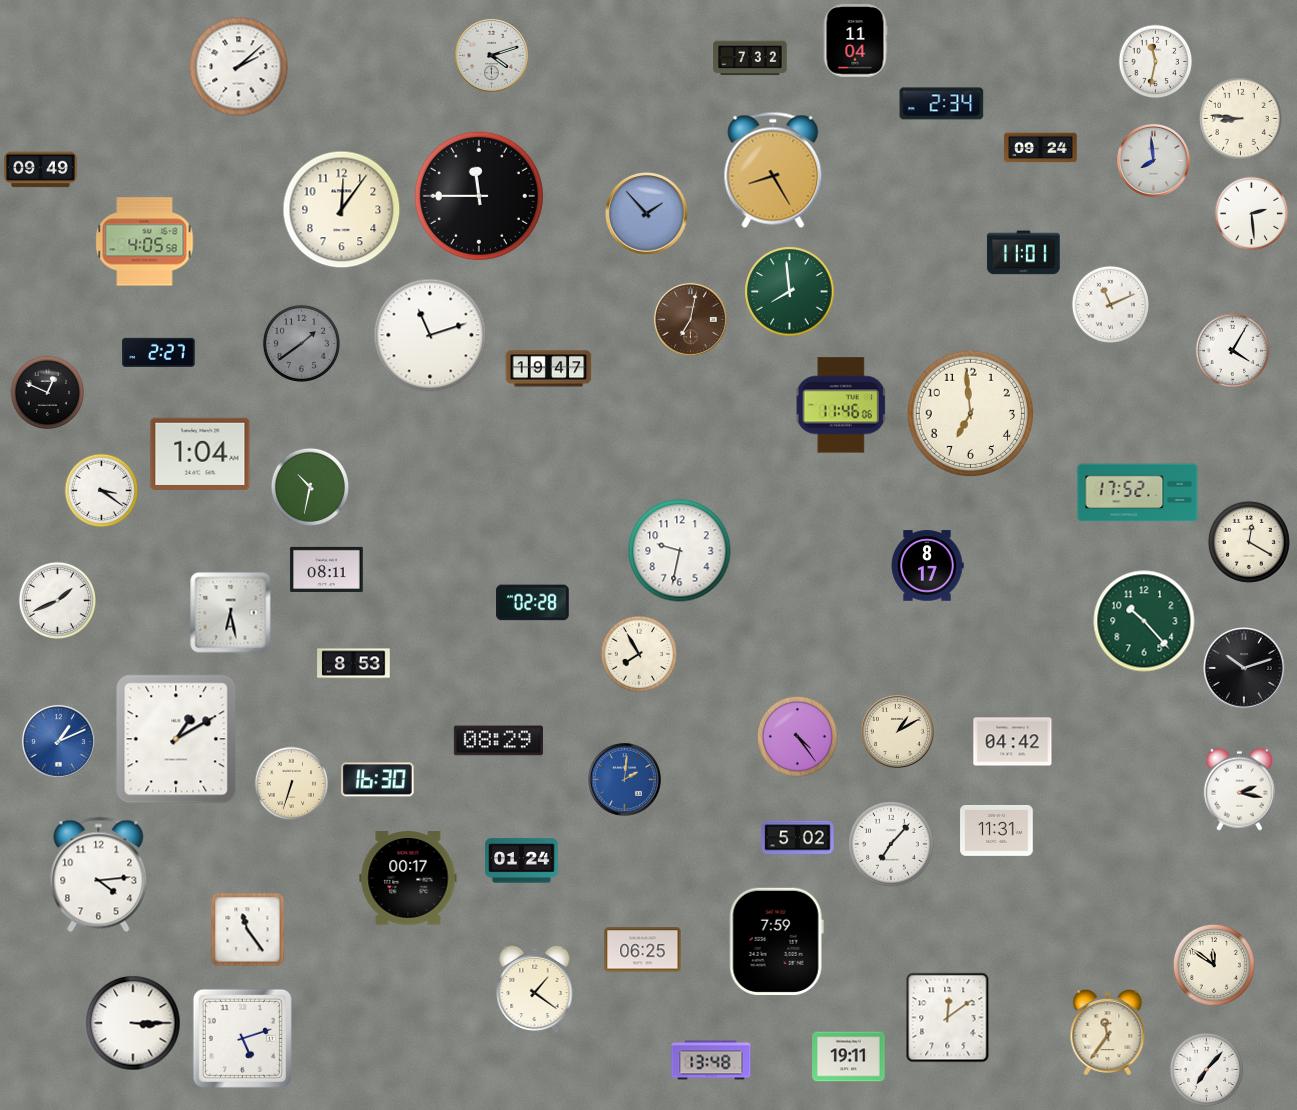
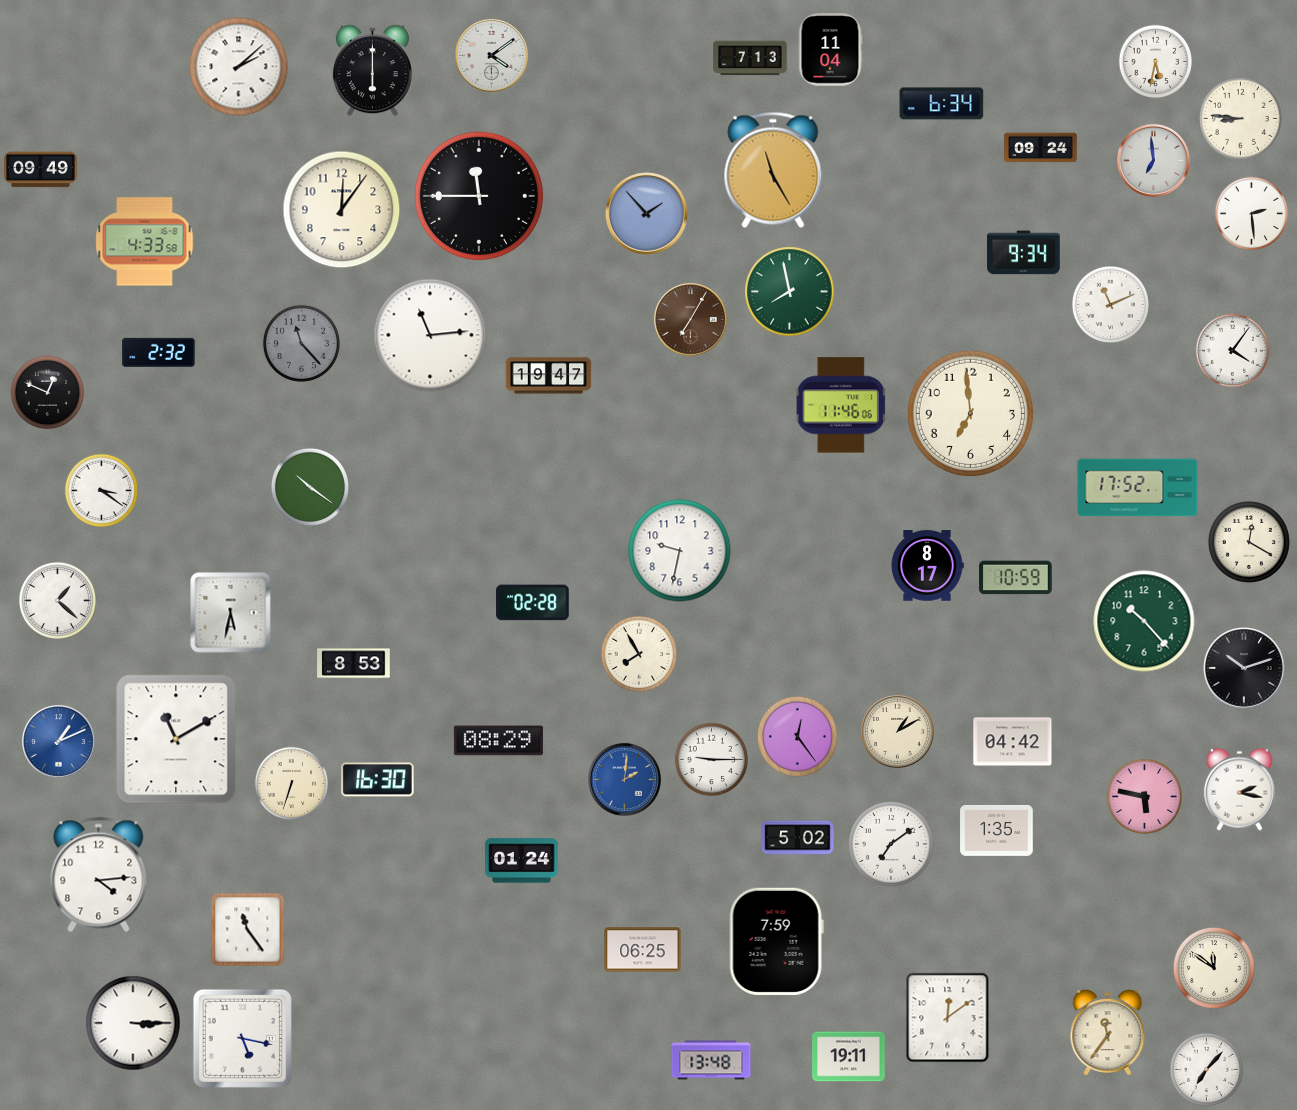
clock at (855, 41) position: (855, 41) -> (830, 50)
clock at (491, 55): 4:12 -> 4:09
clock at (750, 58): 7:32 -> 7:13
clock at (1156, 62): 11:32 -> 5:32
clock at (372, 71): none -> 6:00
clock at (942, 104): 2:34 -> 6:34
clock at (1153, 160): 7:59 -> 6:59
clock at (773, 170): 8:25 -> 11:25
clock at (145, 242): 4:05 -> 4:33
clock at (1024, 253): 11:01 -> 9:34
clock at (790, 292): 7:59 -> 7:58
clock at (690, 319): 7:02 -> 7:05
clock at (430, 335): 11:12 -> 11:14
clock at (301, 343): 1:39 -> 11:23
clock at (1233, 351): 4:05 -> 4:06
clock at (159, 352): 2:27 -> 2:32
clock at (549, 369) position: (549, 369) -> (549, 376)
clock at (200, 453): 1:04 -> none
clock at (310, 487): 10:32 -> 10:21
clock at (1138, 493) position: (1138, 493) -> (1138, 488)
clock at (327, 569): 08:11 -> none
clock at (1016, 578): none -> 10:59
clock at (57, 600): 1:41 -> 1:22
clock at (231, 613): 6:28 -> 5:32
clock at (797, 736): 4:24 -> 12:24
clock at (176, 739): 1:10 -> 11:10
clock at (712, 760): none -> 9:15
clock at (1144, 796): none -> 5:47
clock at (997, 831): 11:31 -> 1:35
clock at (892, 845): 7:07 -> 7:09
clock at (408, 878): 00:17 -> none
clock at (1214, 965) position: (1214, 965) -> (1214, 968)
clock at (535, 989): 1:21 -> none
clock at (242, 1038): 5:12 -> 5:17
